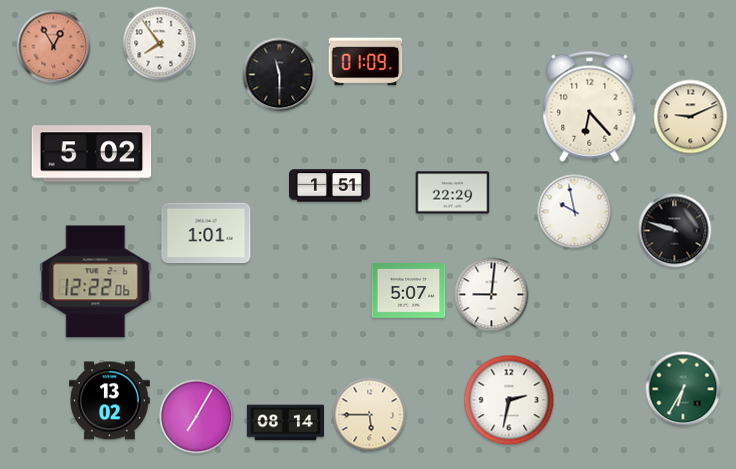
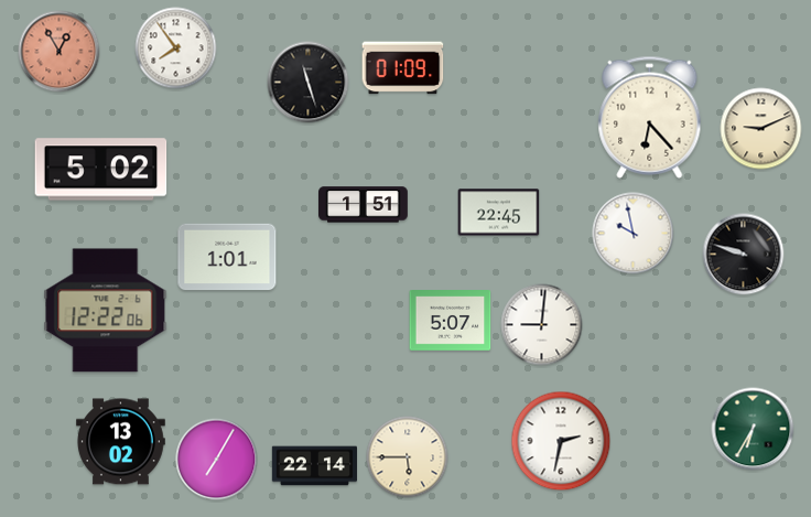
clock at (280, 75): 11:30 -> 11:27
clock at (453, 193): 22:29 -> 22:45
clock at (285, 423): 08:14 -> 22:14
